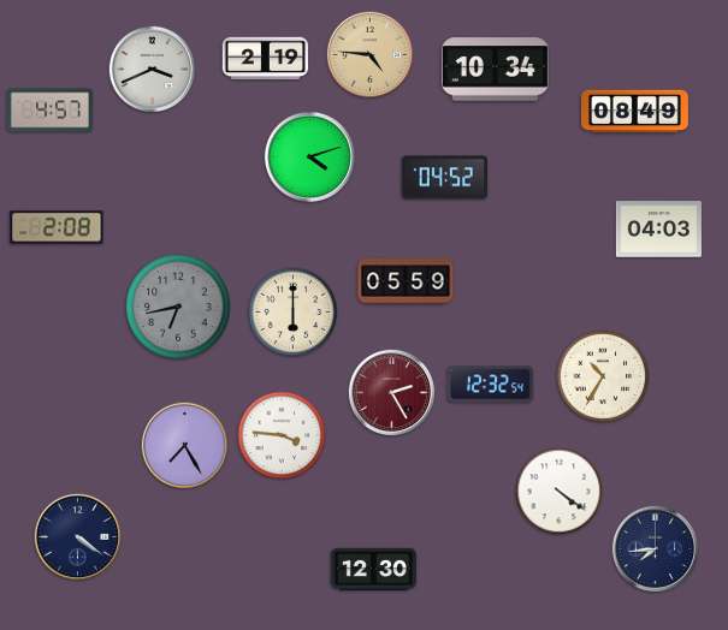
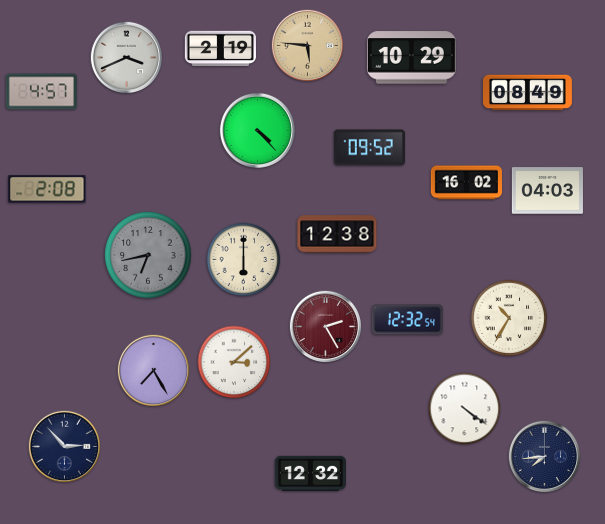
clock at (369, 54): 4:46 -> 5:46
clock at (495, 70): 10:34 -> 10:29
clock at (309, 156): 4:12 -> 4:23
clock at (444, 178): 04:52 -> 09:52
clock at (466, 183): none -> 16:02
clock at (406, 281): 05:59 -> 12:38
clock at (603, 376) position: (603, 376) -> (509, 318)
clock at (282, 435): 3:46 -> 3:08
clock at (77, 536): 4:21 -> 2:53
clock at (373, 569): 12:30 -> 12:32
